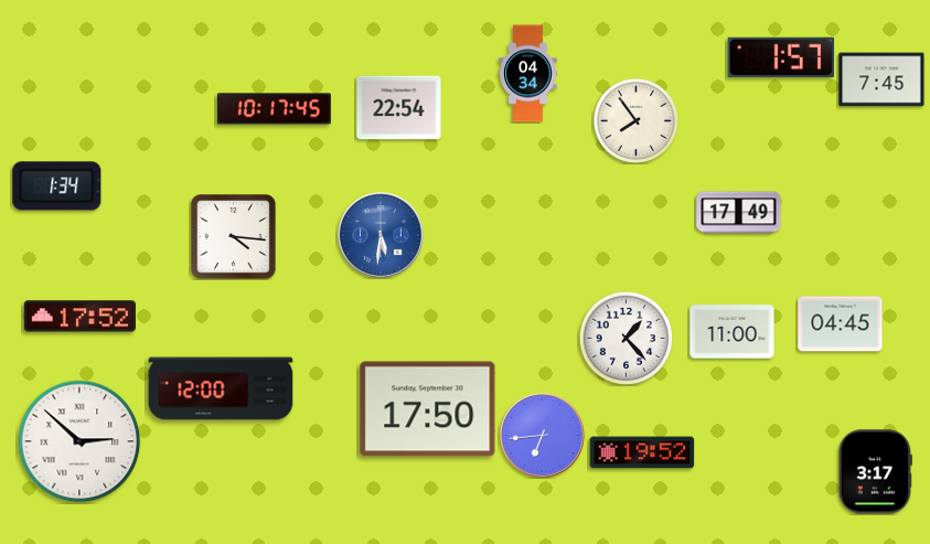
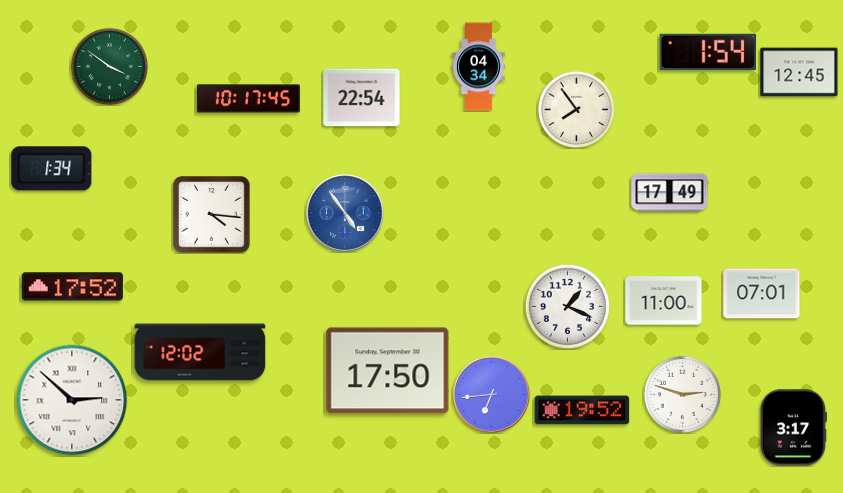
clock at (781, 56): 1:57 -> 1:54
clock at (109, 66): none -> 3:51
clock at (881, 79): 7:45 -> 12:45
clock at (382, 236): 5:31 -> 4:54
clock at (841, 324): 04:45 -> 07:01
clock at (626, 338): 1:23 -> 1:19
clock at (221, 388): 12:00 -> 12:02
clock at (682, 394): none -> 2:48
